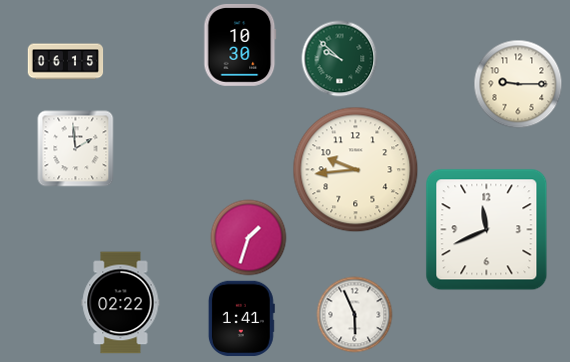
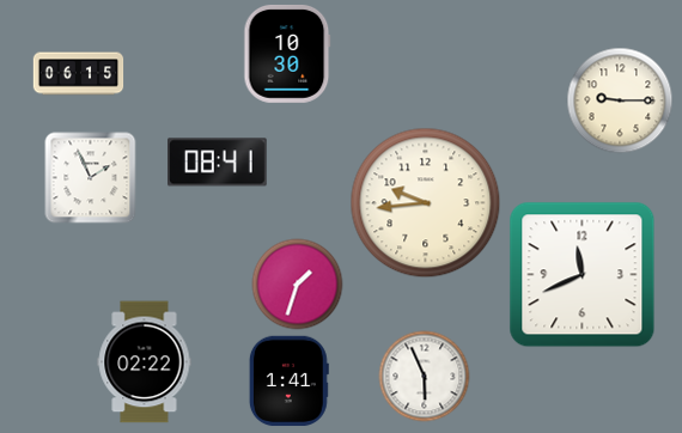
clock at (340, 59): 9:52 -> none
clock at (218, 163): none -> 08:41
clock at (76, 149): 1:59 -> 1:56
